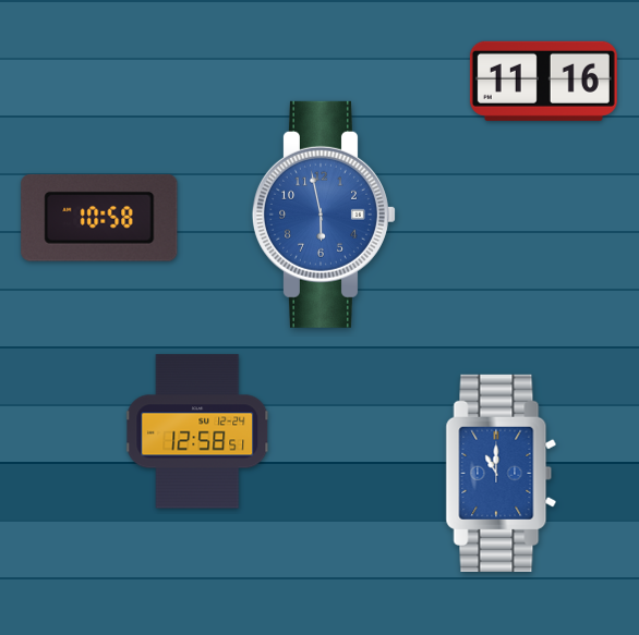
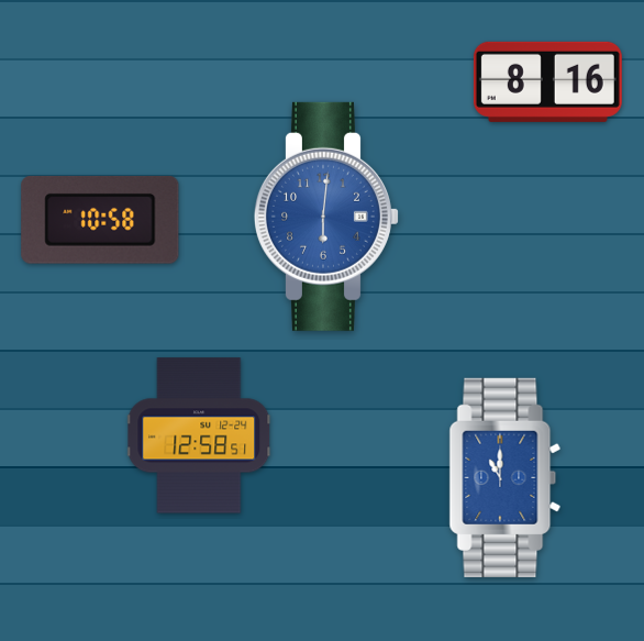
clock at (543, 81): 11:16 -> 8:16
clock at (324, 215): 5:58 -> 6:01
